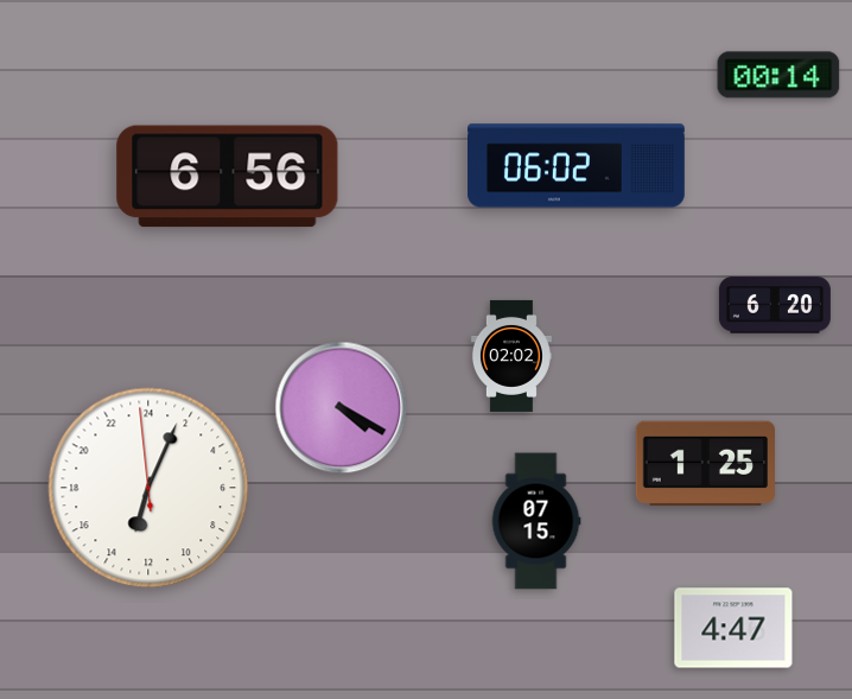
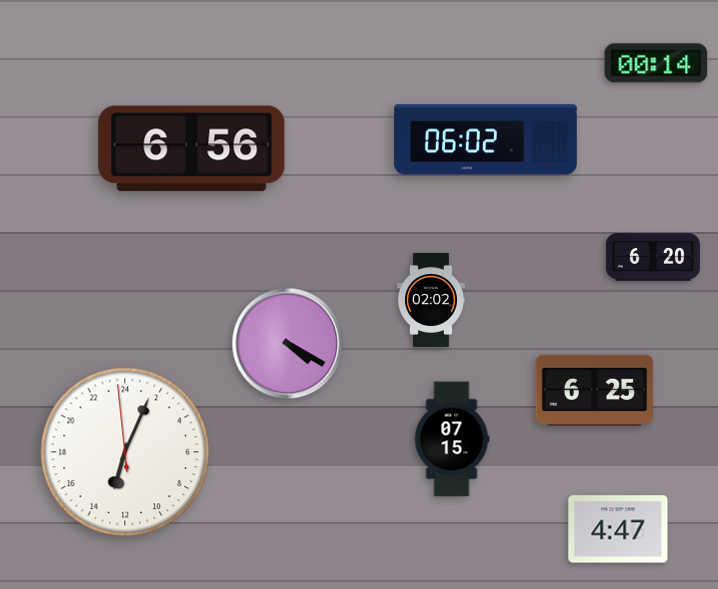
clock at (705, 464): 1:25 -> 6:25
clock at (148, 488) position: (148, 488) -> (125, 452)
